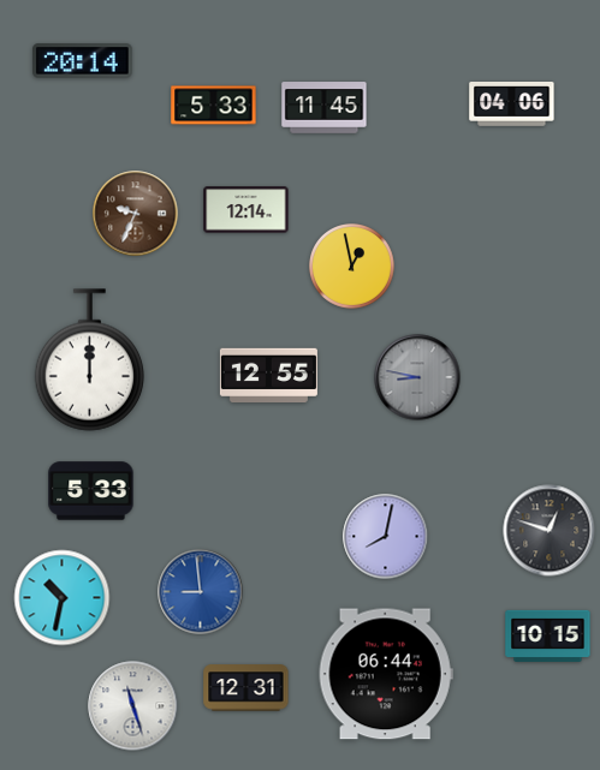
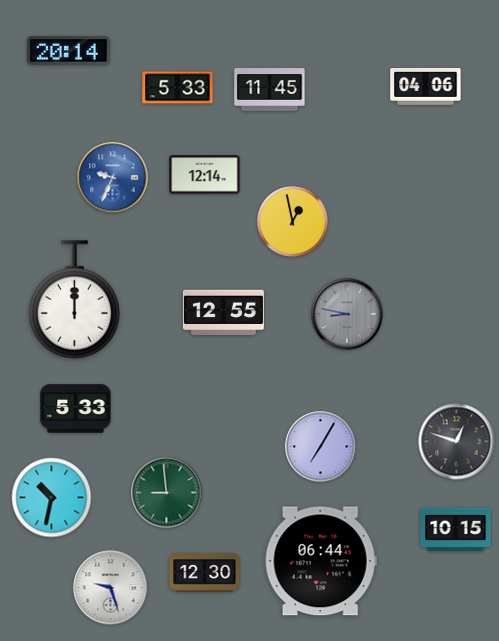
clock at (136, 214) dial: brown -> blue
clock at (386, 537): 8:02 -> 7:05
clock at (201, 592) dial: blue -> green
clock at (246, 688): 12:31 -> 12:30
clock at (133, 706): 11:27 -> 9:27
